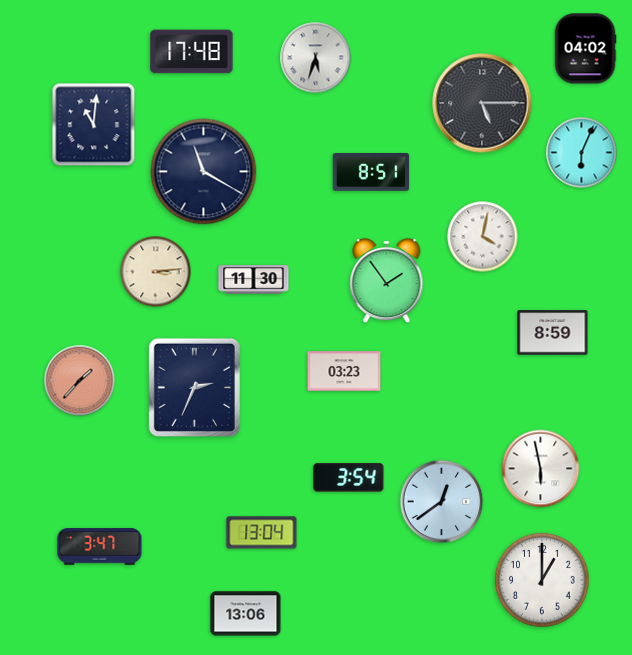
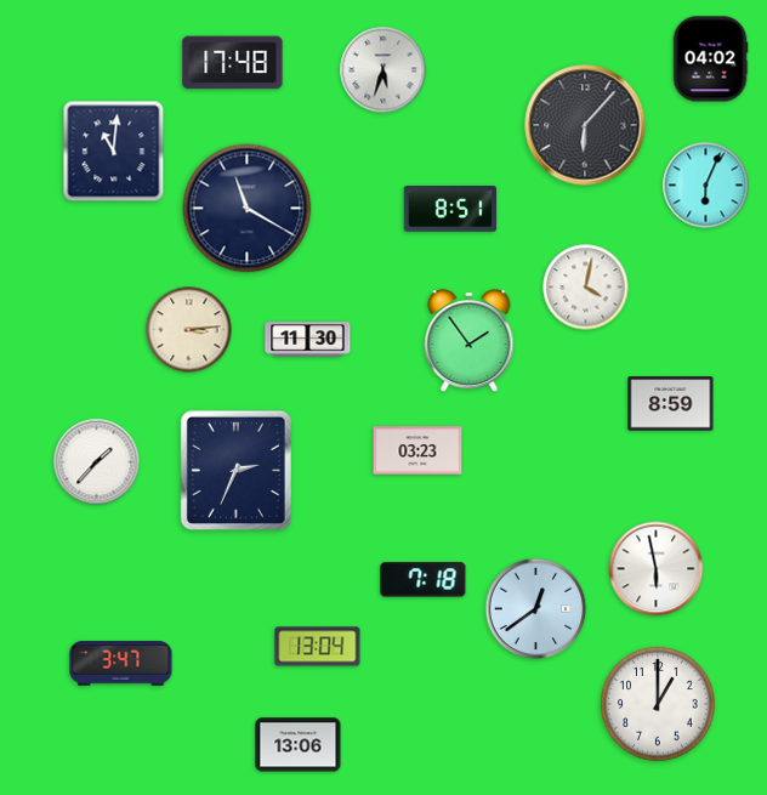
clock at (482, 103): 5:15 -> 6:07
clock at (80, 381) dial: salmon -> white
clock at (349, 478): 3:54 -> 7:18
